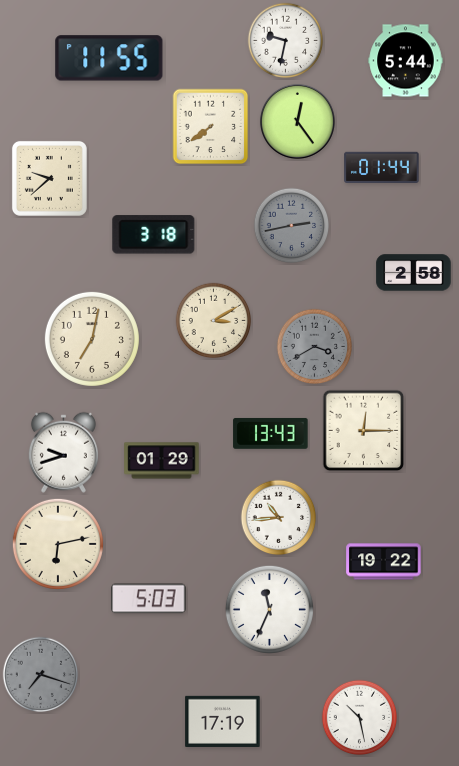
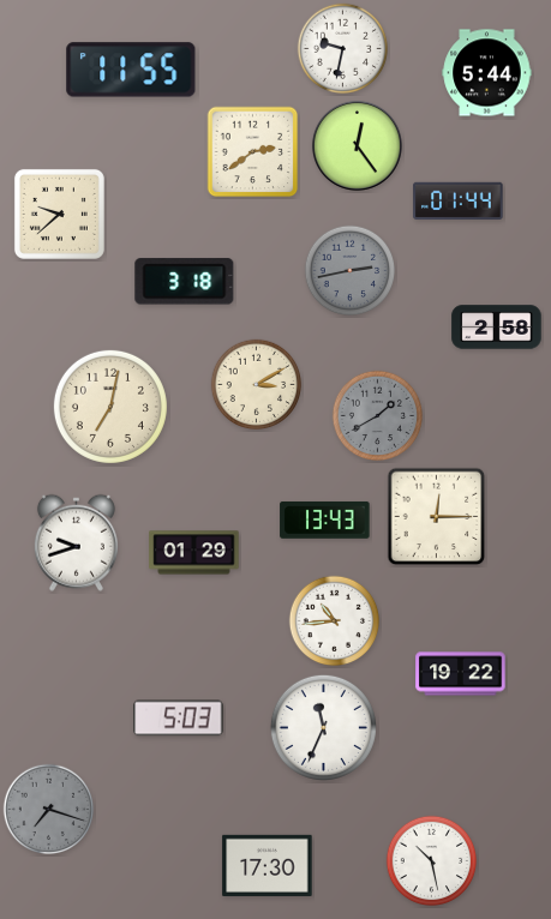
clock at (211, 127): 7:39 -> 2:39
clock at (315, 347): 3:40 -> 1:40
clock at (58, 544): 6:13 -> none
clock at (269, 609) position: (269, 609) -> (323, 727)
clock at (223, 721): 17:19 -> 17:30
